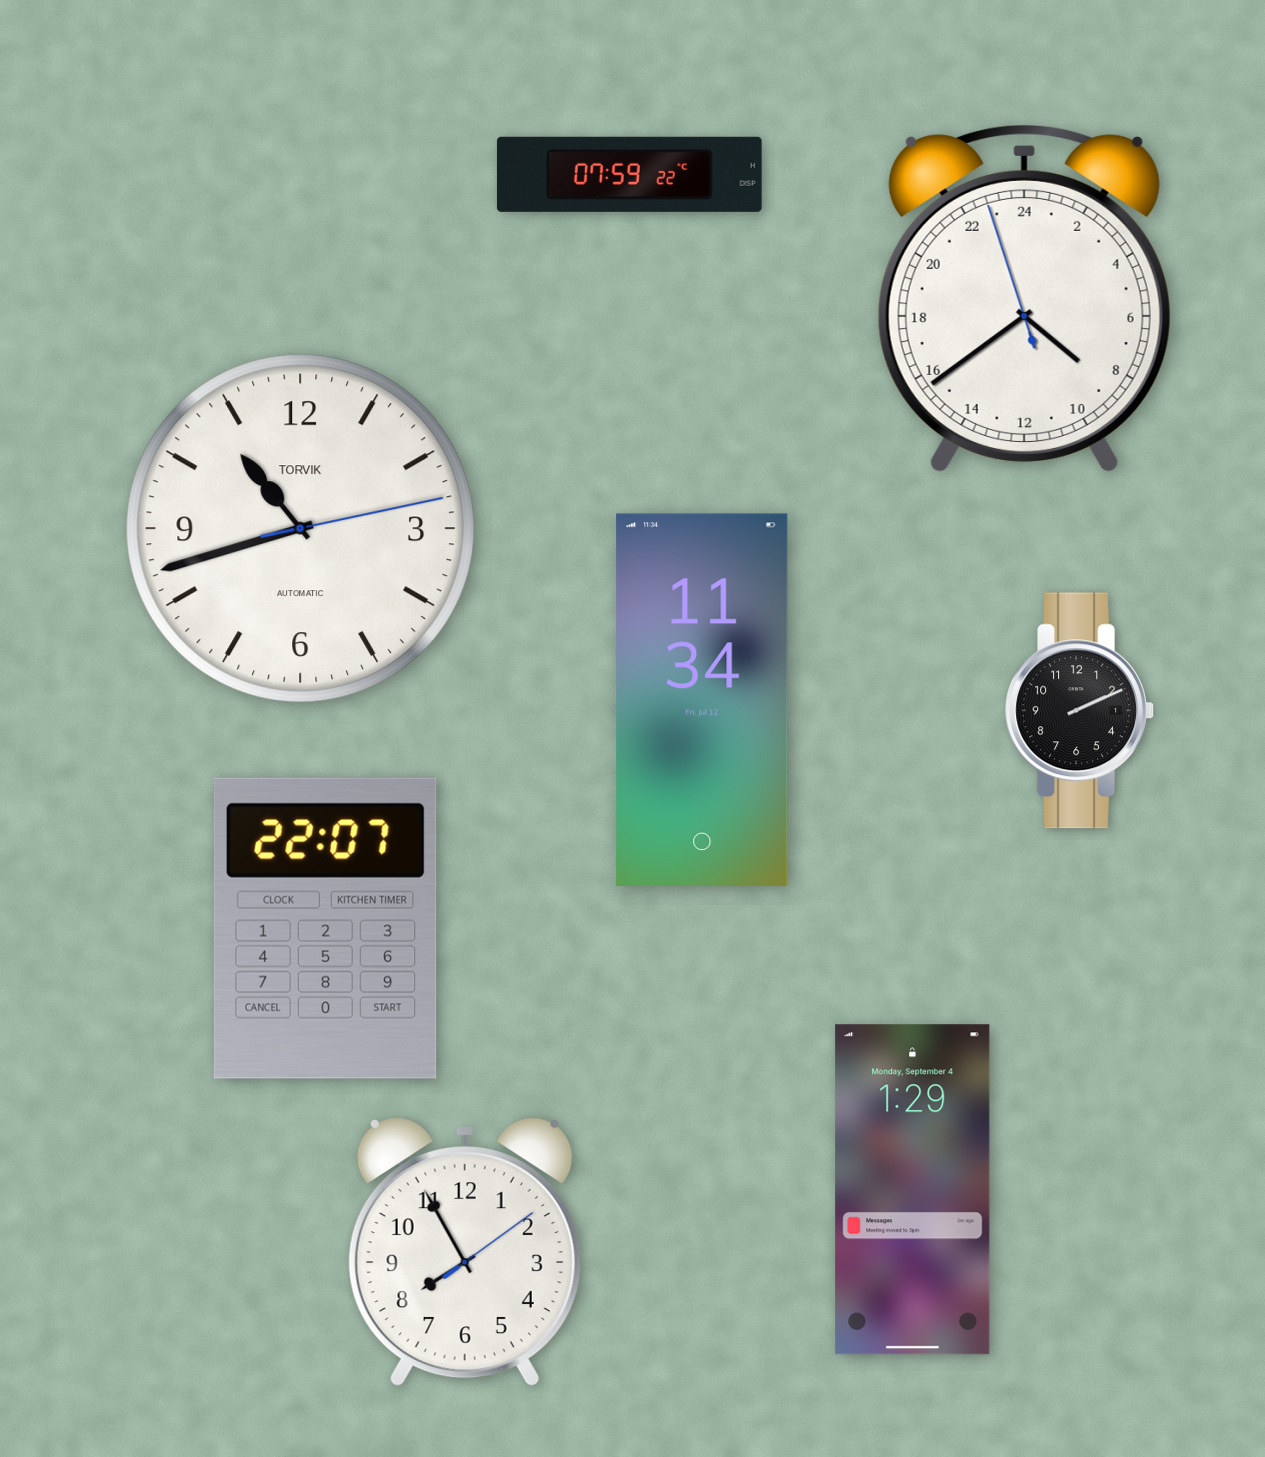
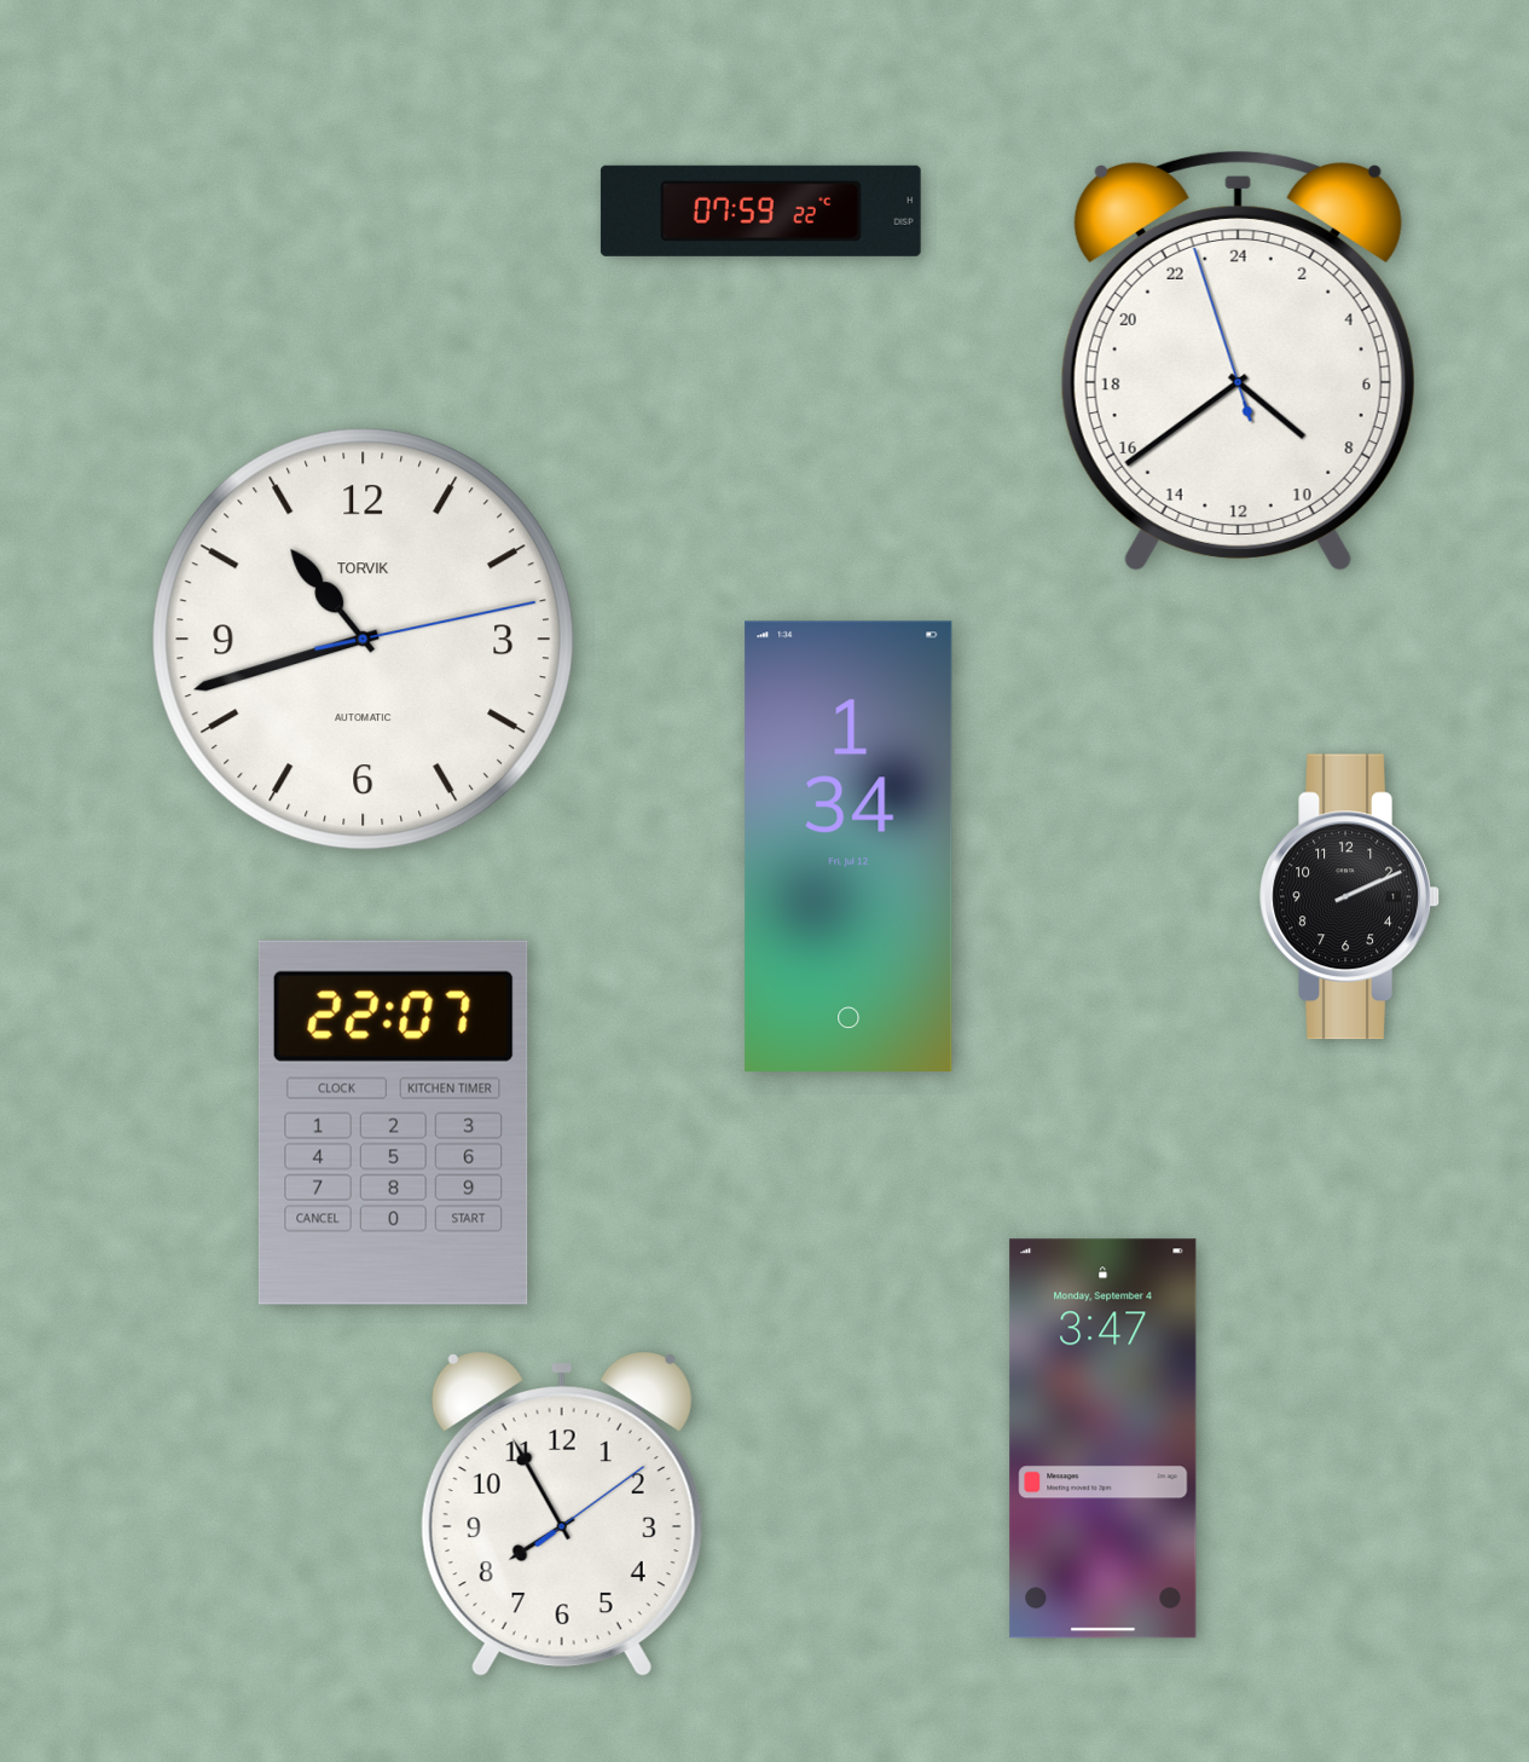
clock at (702, 699): 11:34 -> 1:34
clock at (1080, 711) position: (1080, 711) -> (1350, 897)
clock at (913, 1190): 1:29 -> 3:47
